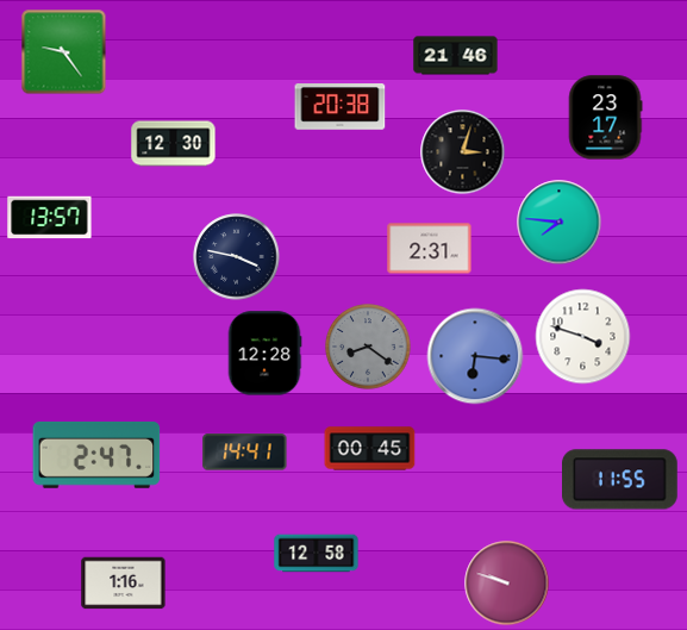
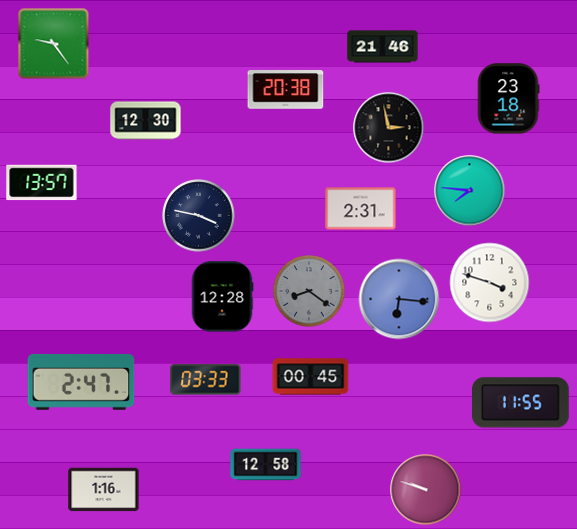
clock at (605, 118): 23:17 -> 23:18
clock at (463, 152): 3:03 -> 2:58
clock at (560, 223) position: (560, 223) -> (470, 191)
clock at (245, 453): 14:41 -> 03:33
